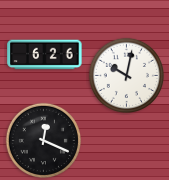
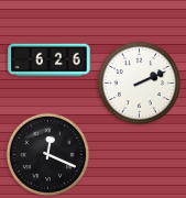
clock at (126, 75): 10:02 -> 2:11
